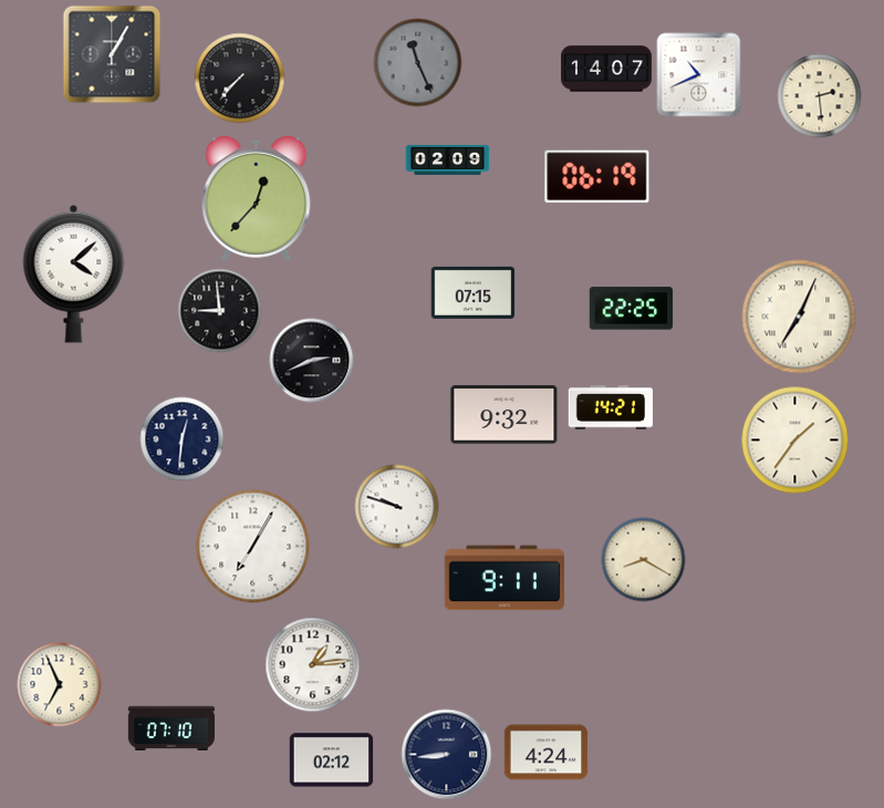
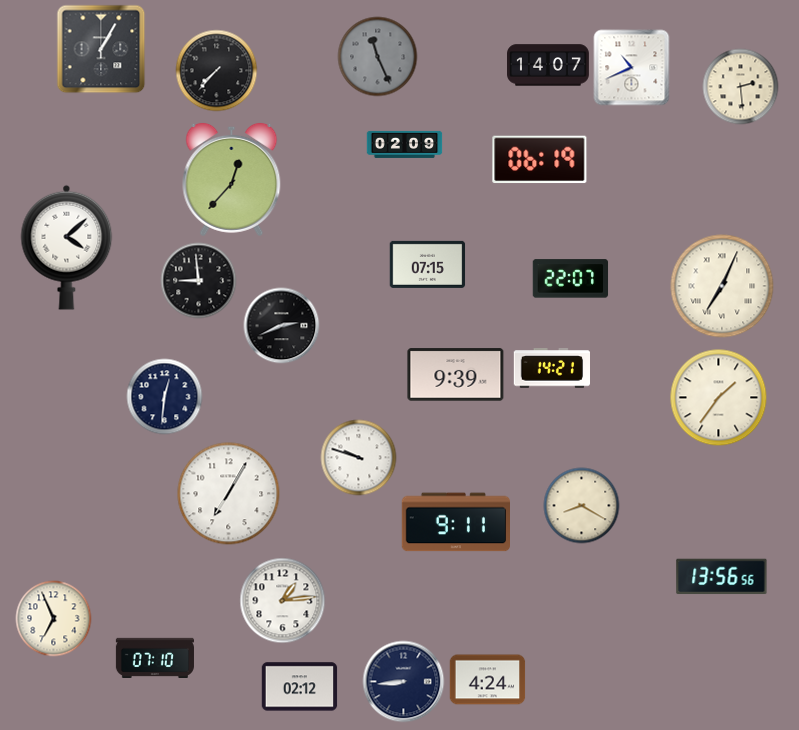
clock at (607, 69) position: (607, 69) -> (549, 65)
clock at (632, 309): 22:25 -> 22:07
clock at (505, 415): 9:32 -> 9:39
clock at (722, 577): none -> 13:56
clock at (547, 753) position: (547, 753) -> (488, 680)
